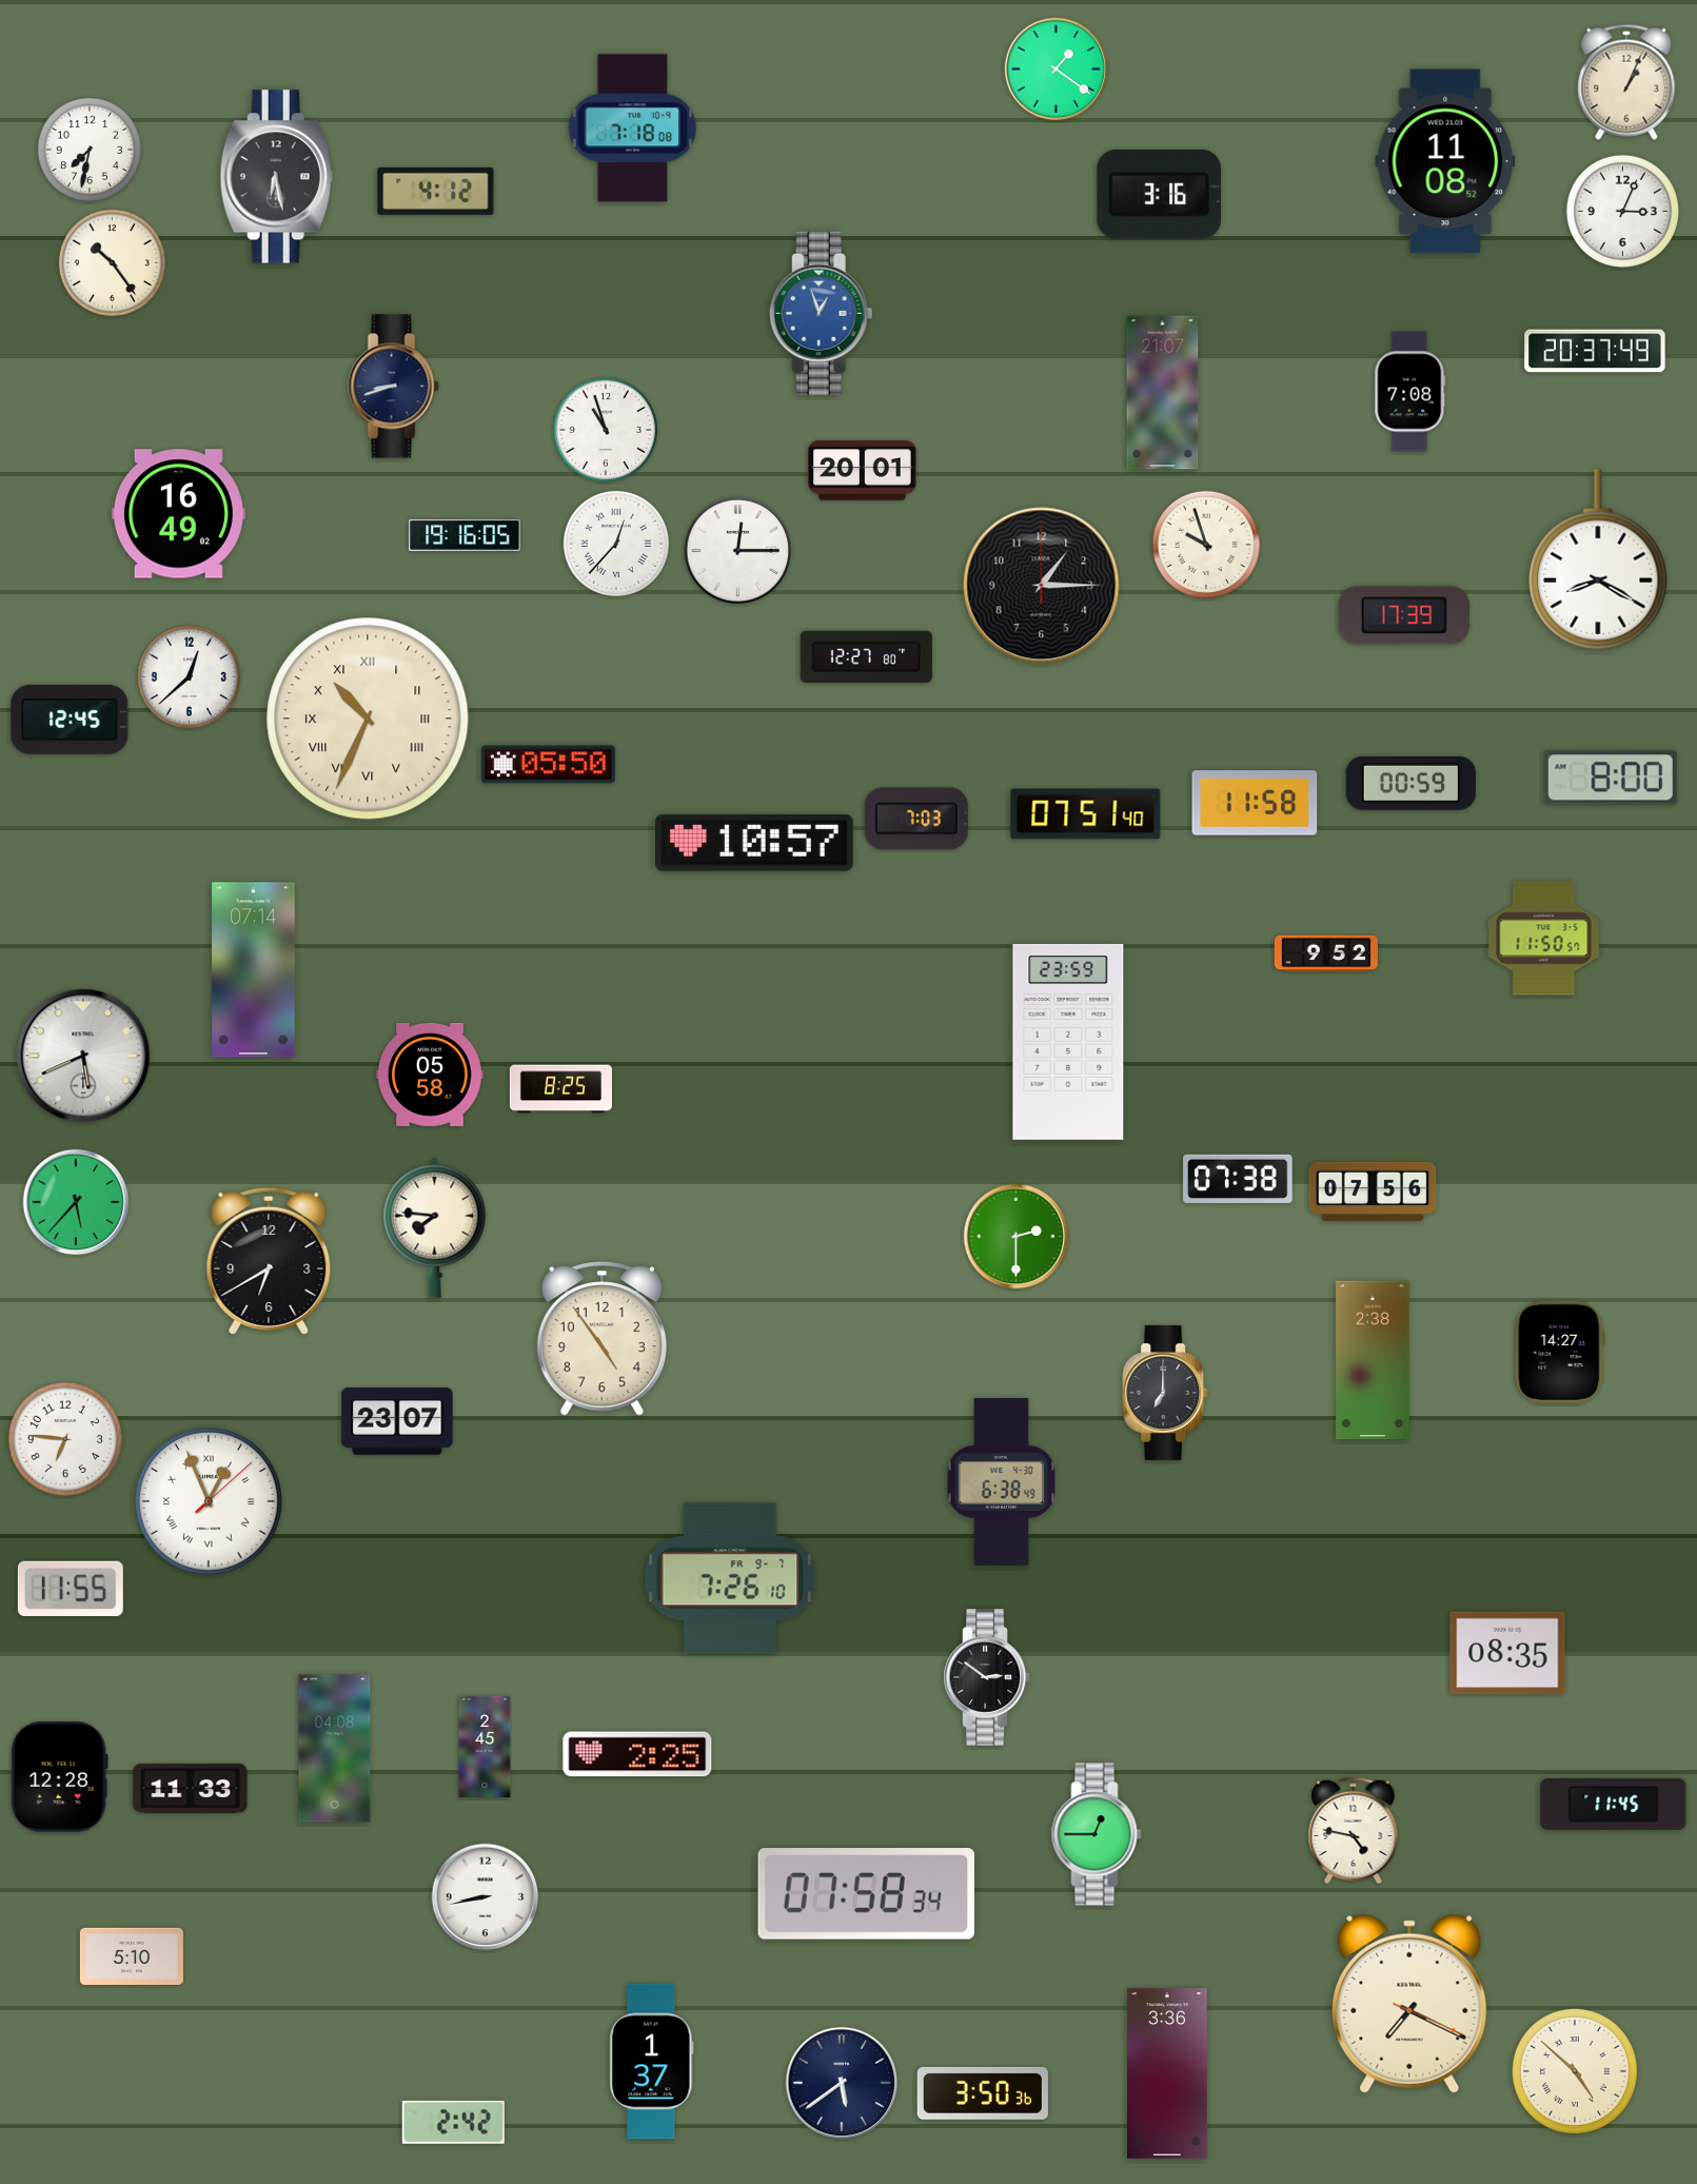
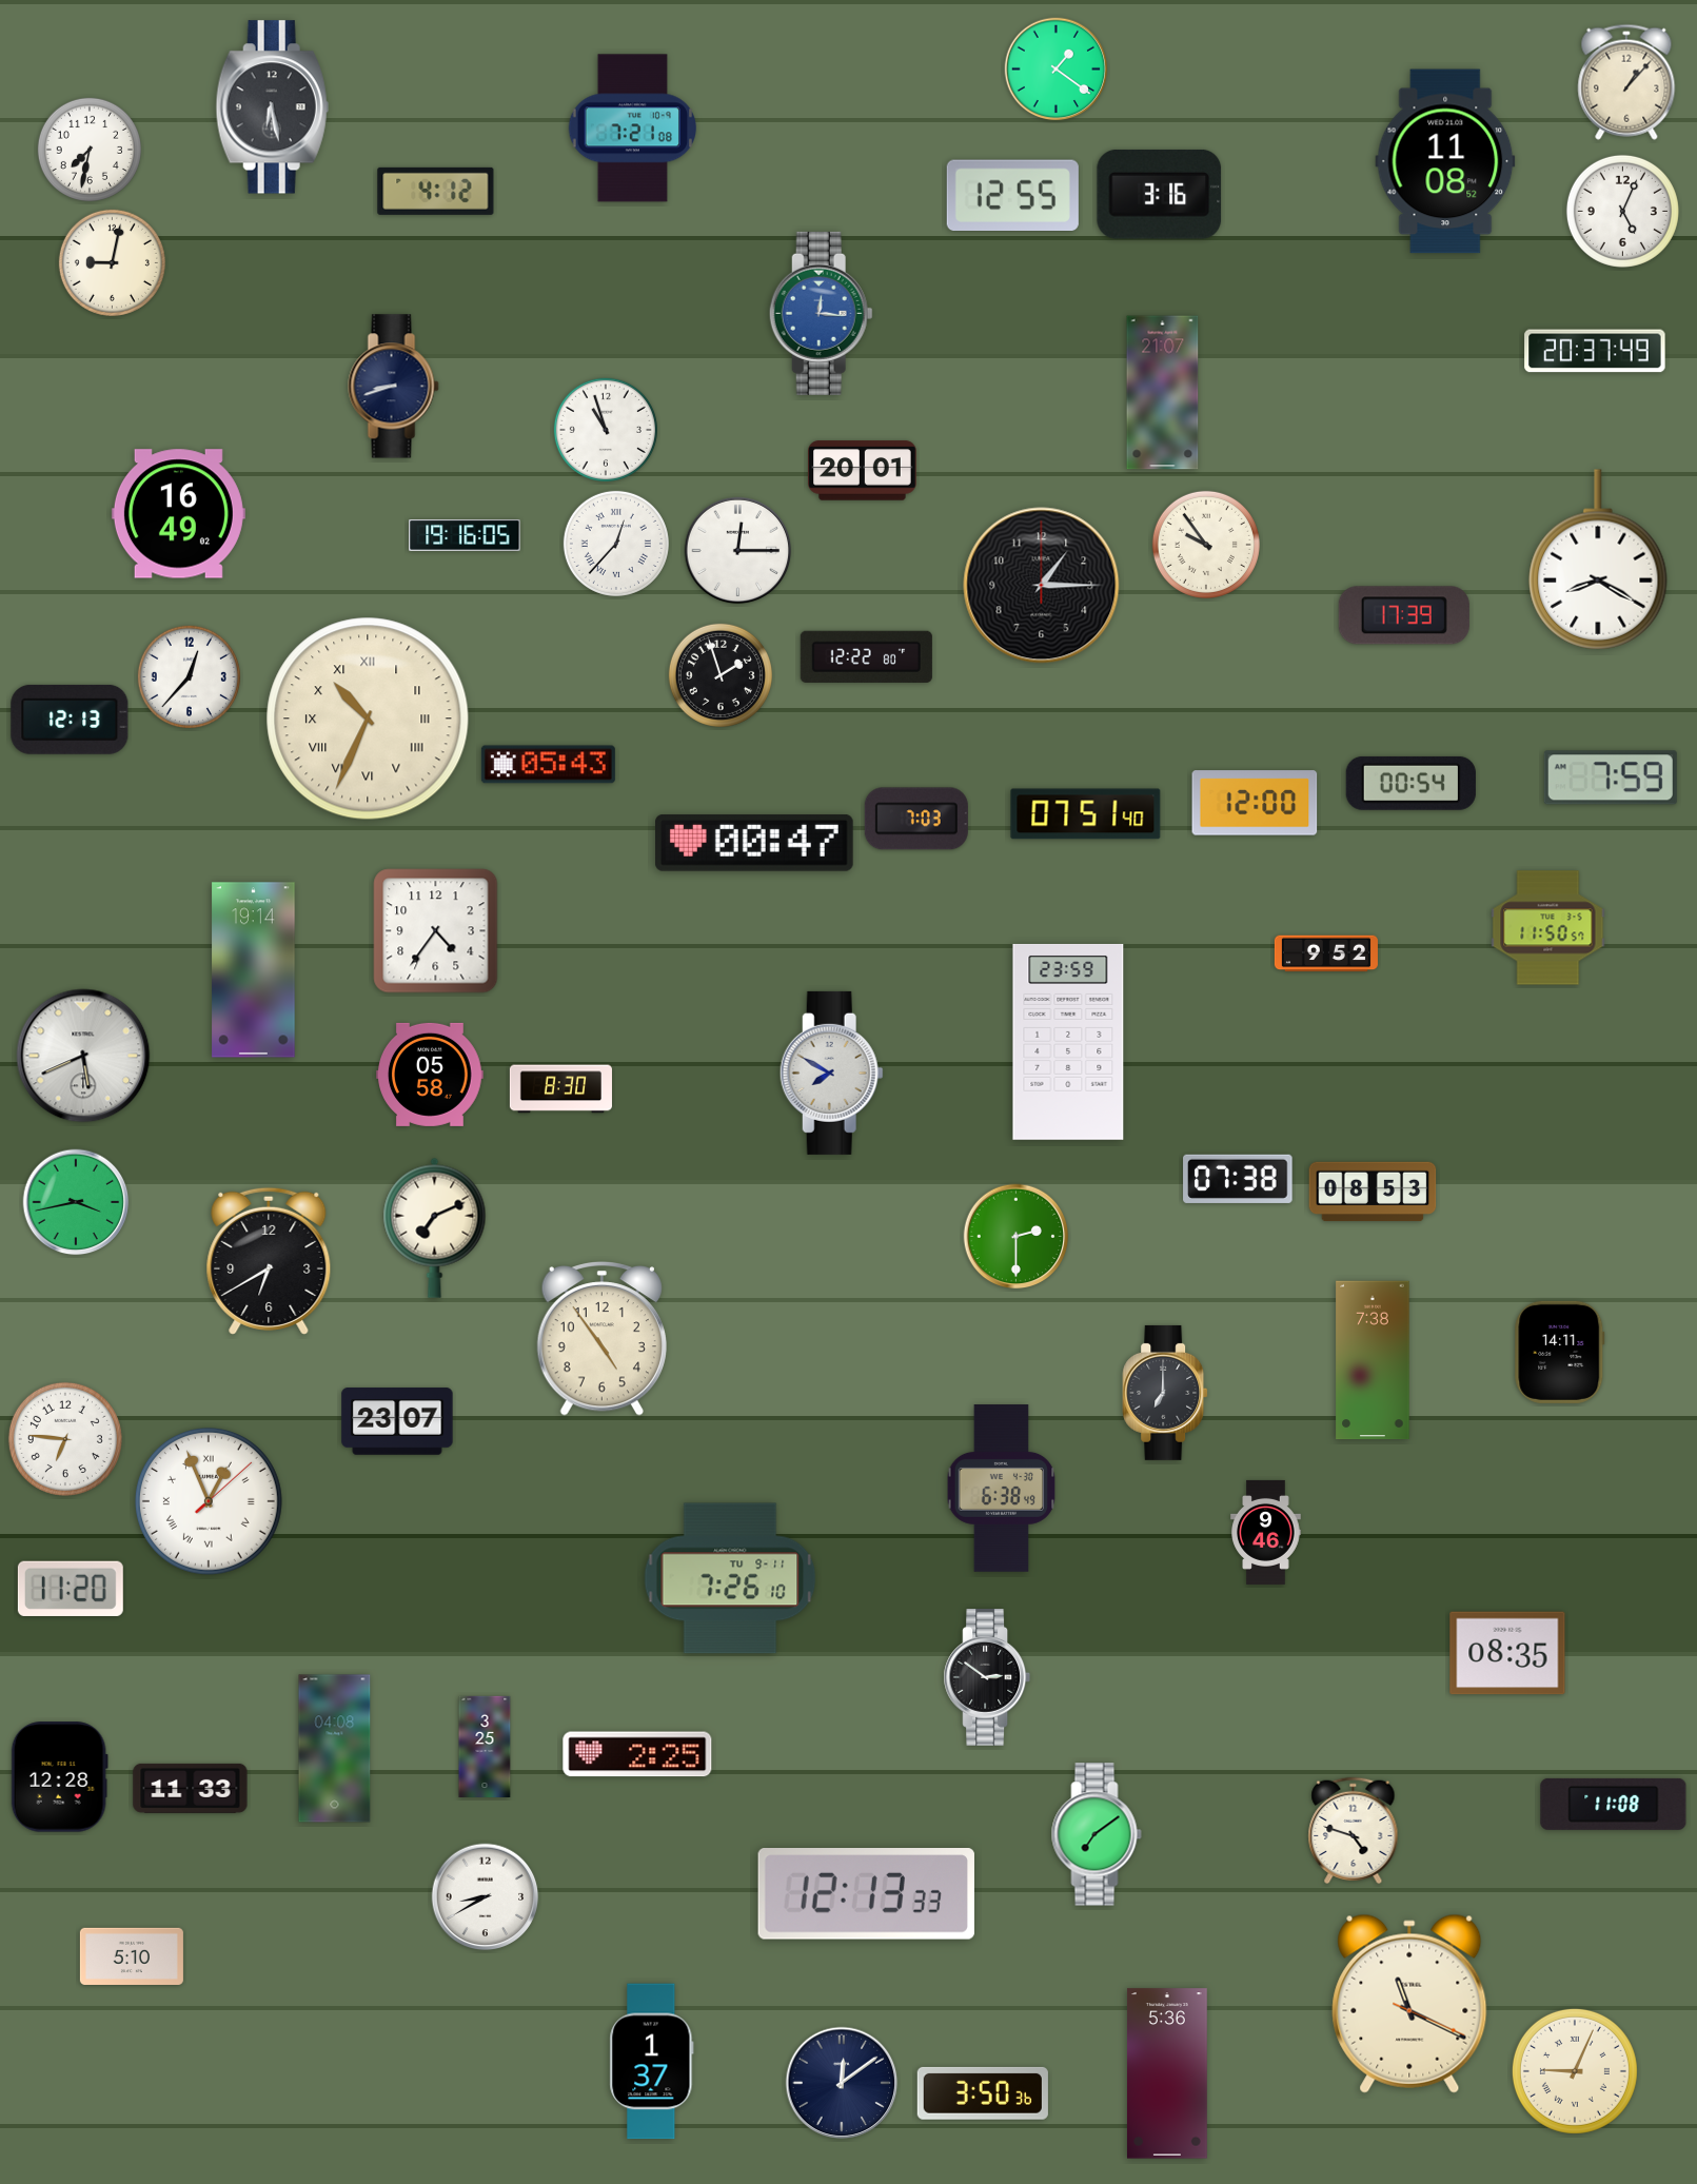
clock at (1626, 82): 1:04 -> 1:07
clock at (633, 129): 7:18 -> 7:21
clock at (276, 177) position: (276, 177) -> (272, 107)
clock at (1012, 195): none -> 12:55
clock at (1622, 211): 3:04 -> 5:04
clock at (112, 262): 10:24 -> 9:02
clock at (821, 313): 12:57 -> 12:16
clock at (1410, 392): 7:08 -> none
clock at (1206, 545): 9:57 -> 9:54
clock at (866, 656): 12:27 -> 12:22
clock at (721, 675): none -> 1:57
clock at (189, 676): 12:38 -> 12:37
clock at (70, 720): 12:45 -> 12:13
clock at (548, 765): 05:50 -> 05:43
clock at (1611, 778): 8:00 -> 7:59
clock at (1410, 783): 00:59 -> 00:54
clock at (1255, 803): 11:58 -> 12:00
clock at (755, 844): 10:57 -> 00:47
clock at (436, 931): none -> 4:36
clock at (1544, 939) position: (1544, 939) -> (1548, 928)
clock at (254, 970): 07:14 -> 19:14
clock at (831, 1073): none -> 7:50
clock at (560, 1089): 8:25 -> 8:30
clock at (1373, 1192): 07:56 -> 08:53
clock at (76, 1202): 5:37 -> 3:43
clock at (435, 1227): 7:46 -> 7:11
clock at (1560, 1352): 14:27 -> 14:11
clock at (1373, 1360): 2:38 -> 7:38
clock at (1002, 1482) position: (1002, 1482) -> (1002, 1489)
clock at (1266, 1532): none -> 9:46
clock at (730, 1578) date: FR 9-7 -> TU 9-11
clock at (71, 1589): 11:55 -> 11:20
clock at (485, 1746): 2:45 -> 3:25
clock at (1614, 1804): 11:45 -> 11:08
clock at (1354, 1831): 4:47 -> 4:48
clock at (1097, 1834): 12:45 -> 7:09
clock at (866, 1894): 07:58 -> 12:13
clock at (486, 1897): 8:43 -> 8:40
clock at (1409, 2004): 7:19 -> 11:19
clock at (1575, 2071): 4:52 -> 9:04
clock at (1167, 2073): 3:36 -> 5:36
clock at (842, 2083): 5:39 -> 12:09
clock at (453, 2122): 2:42 -> none
